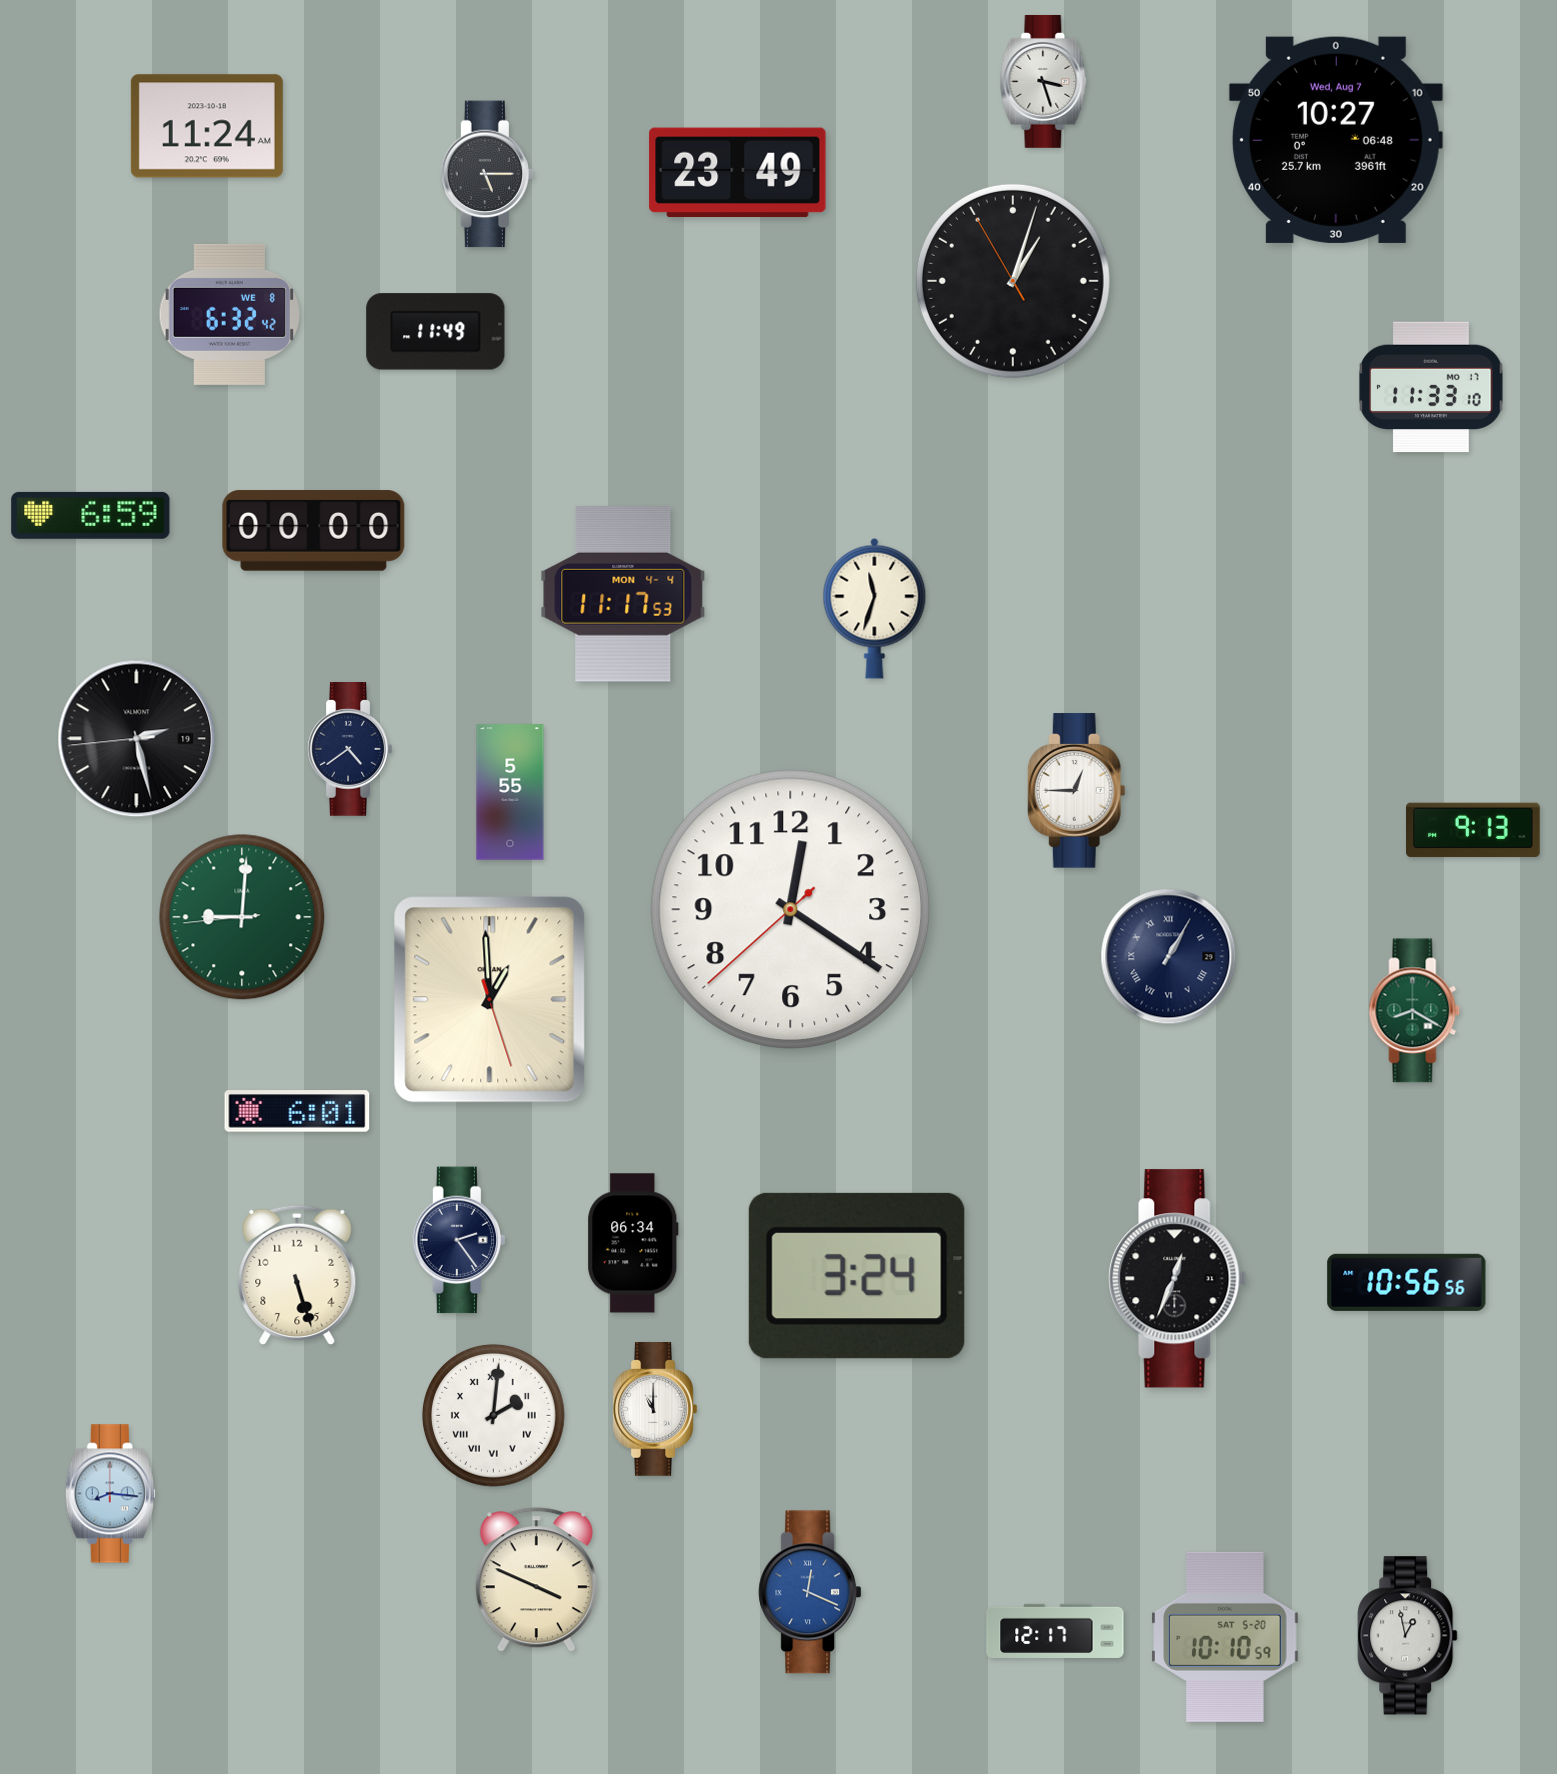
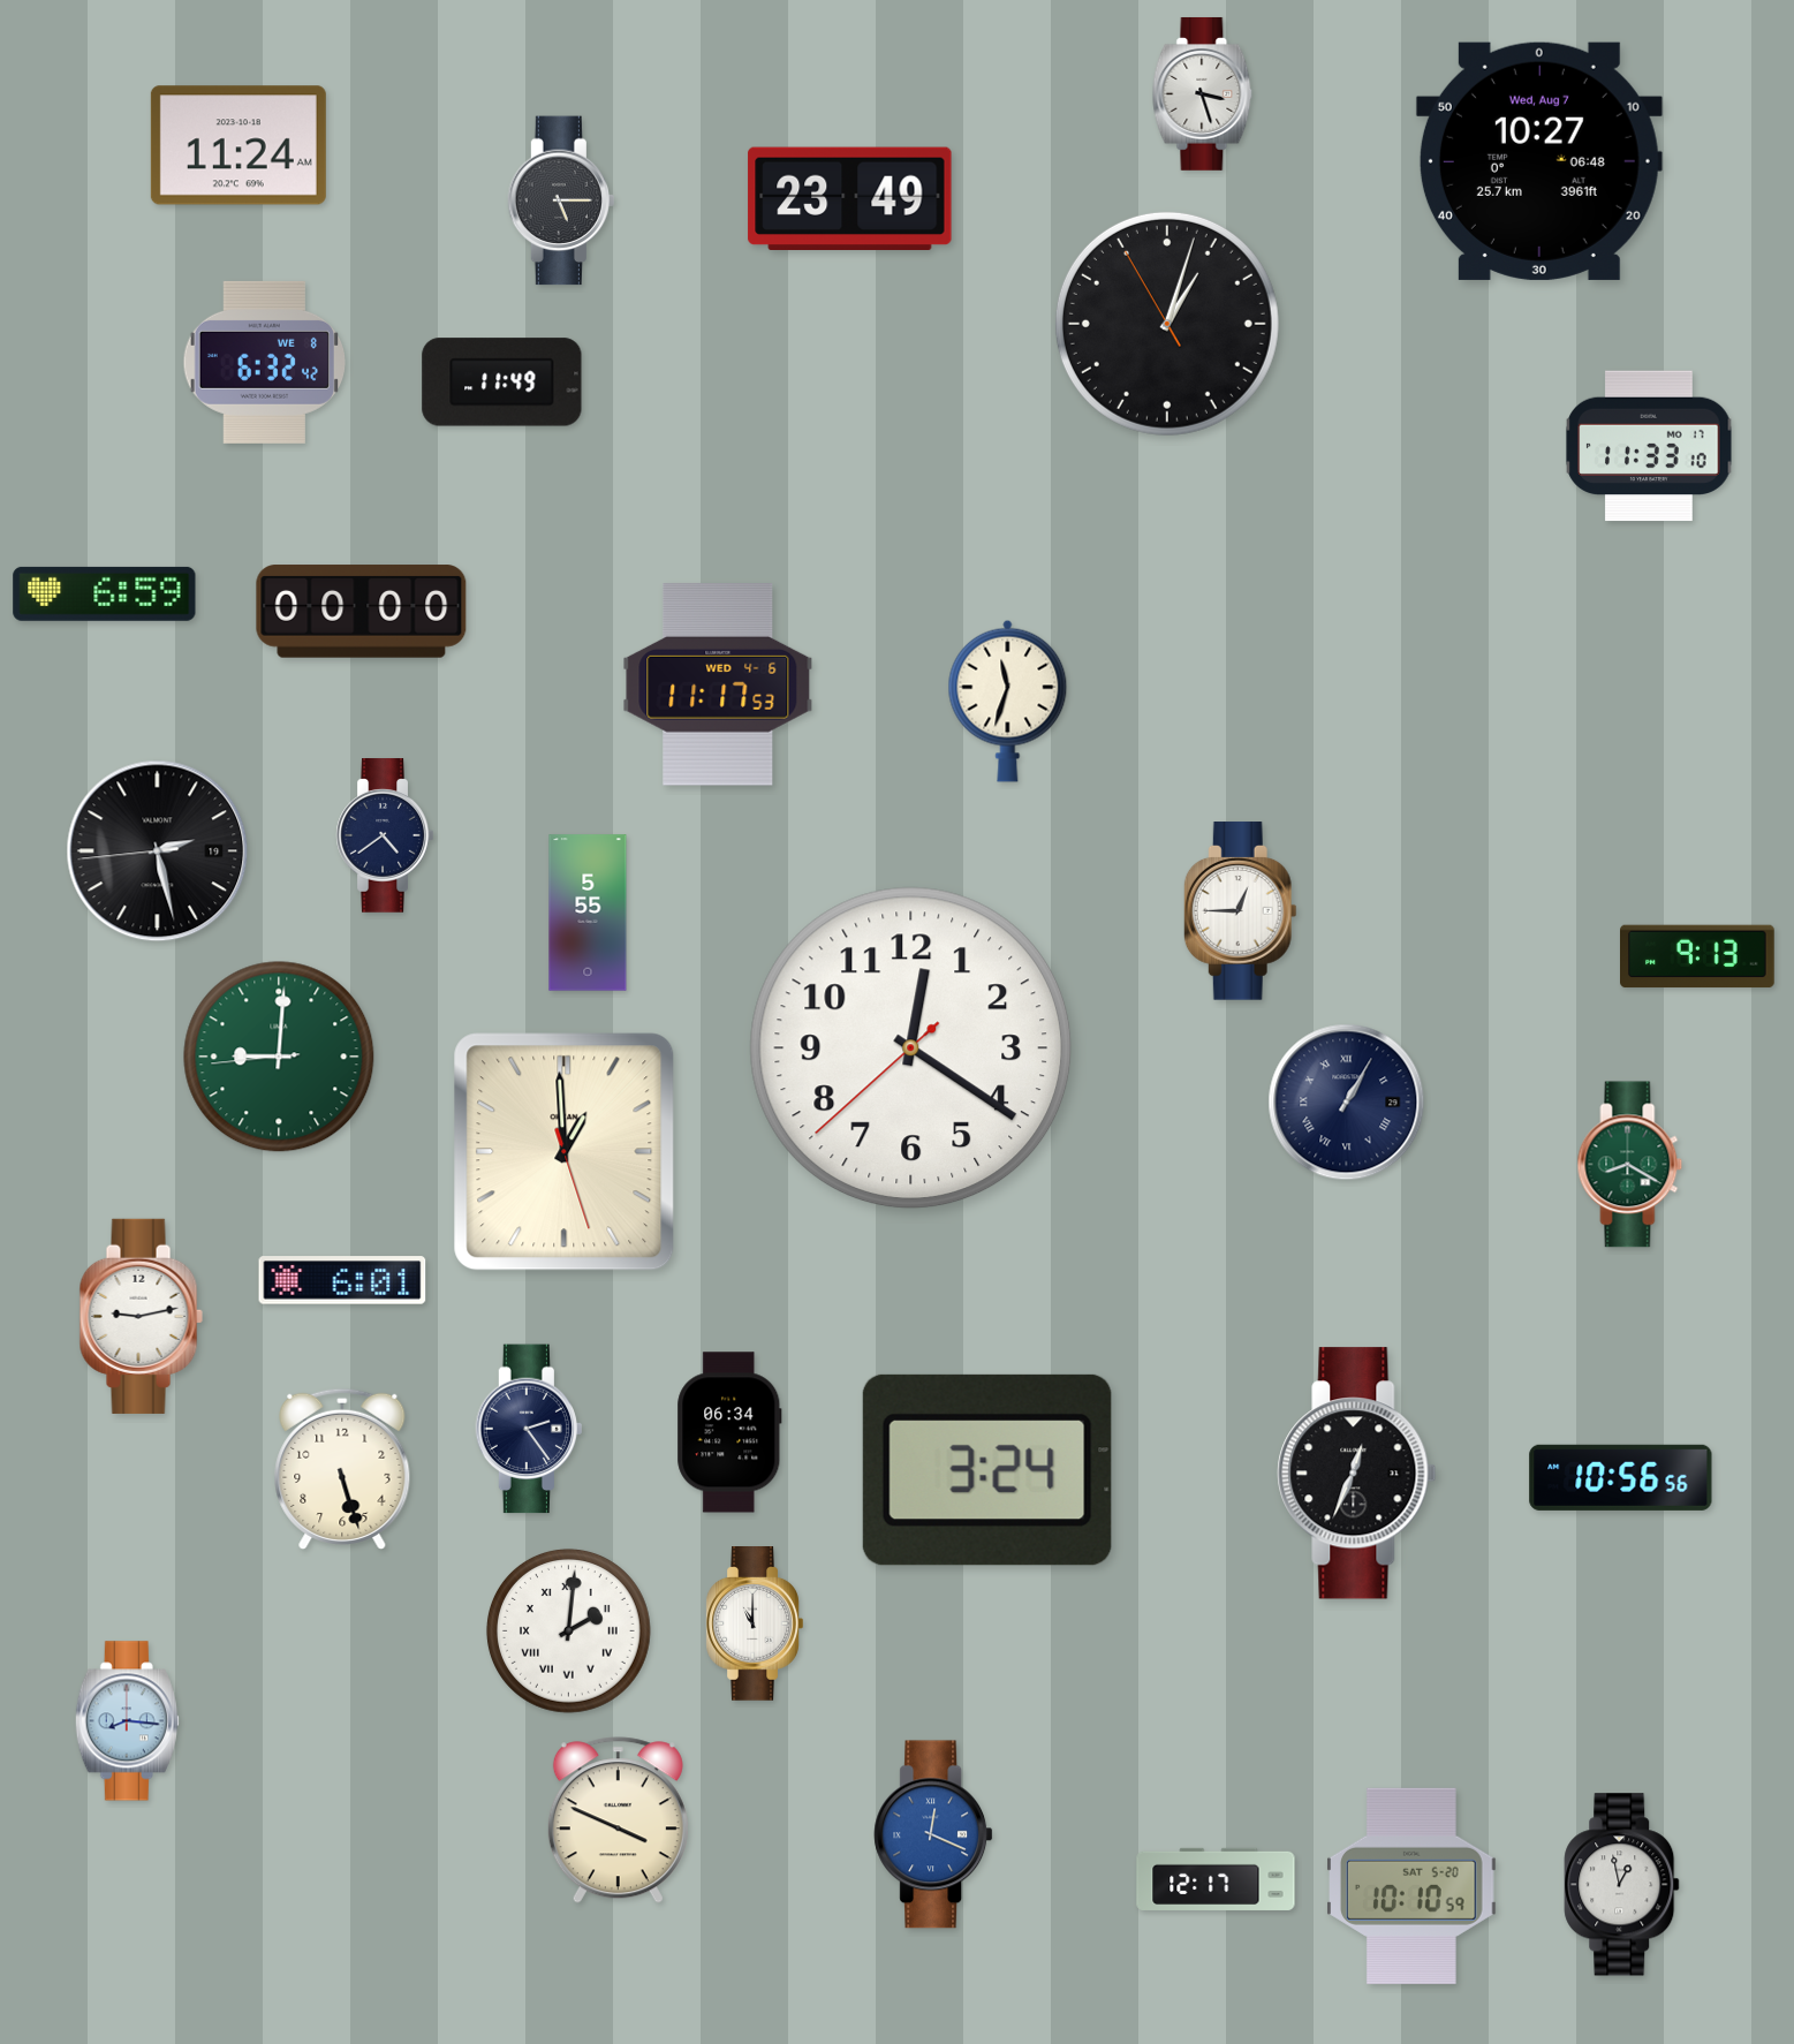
clock at (623, 595) date: MON 4-4 -> WED 4-6
clock at (350, 750) position: (350, 750) -> (385, 836)
clock at (141, 1316): none -> 9:13
